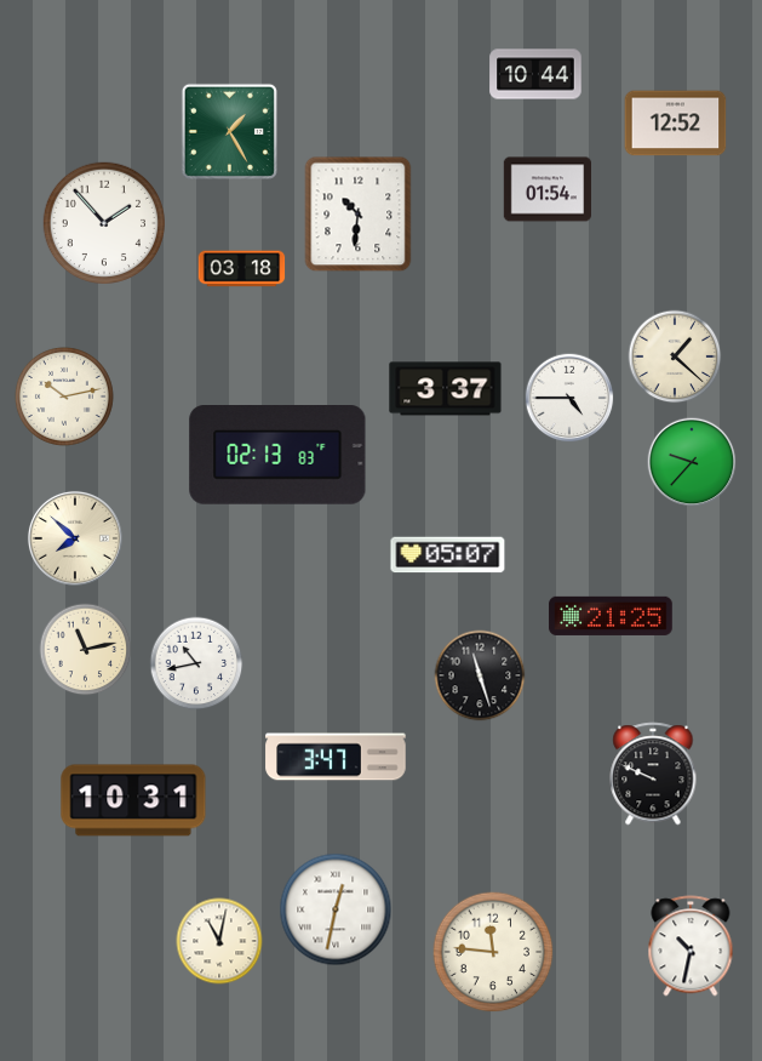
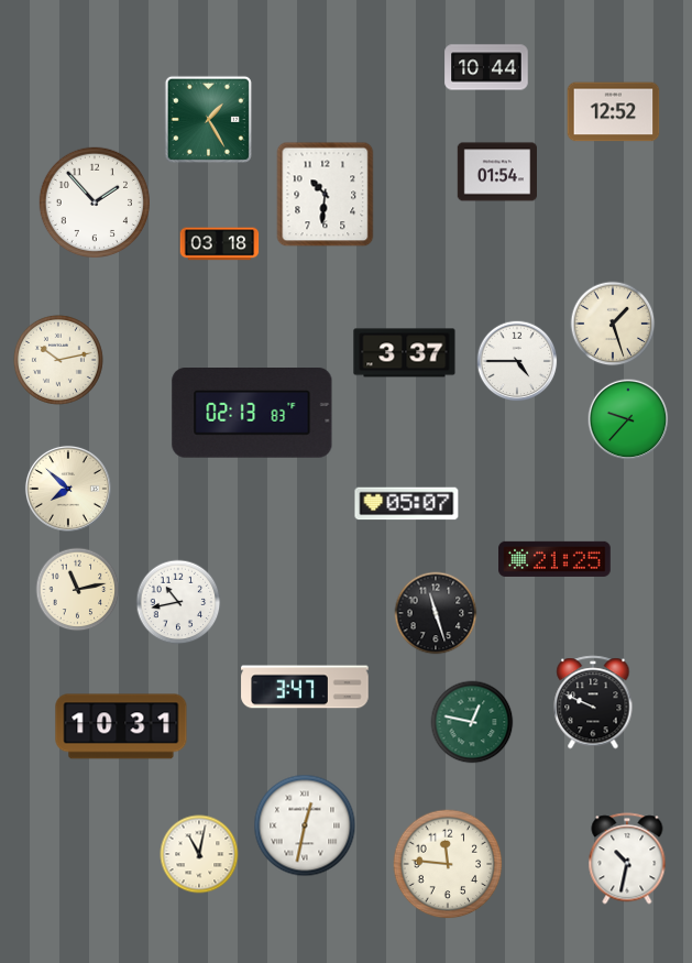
clock at (675, 356): 1:22 -> 1:27
clock at (472, 722): none -> 12:47
